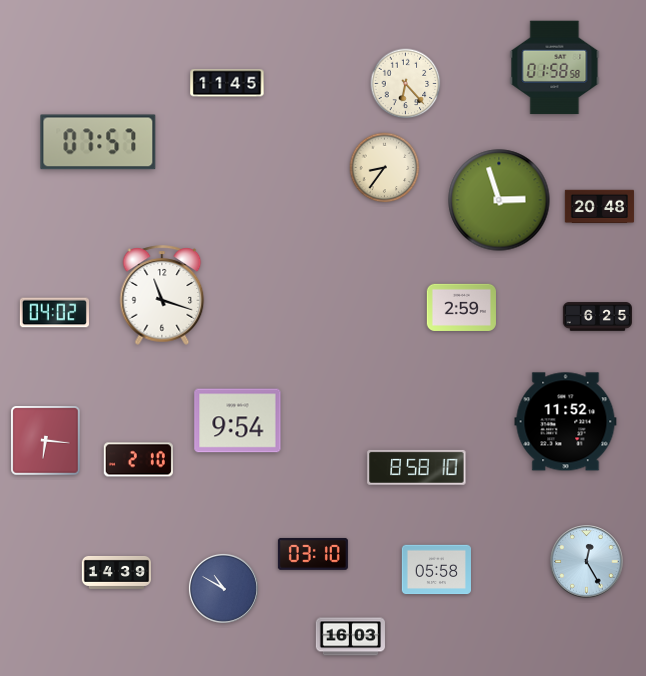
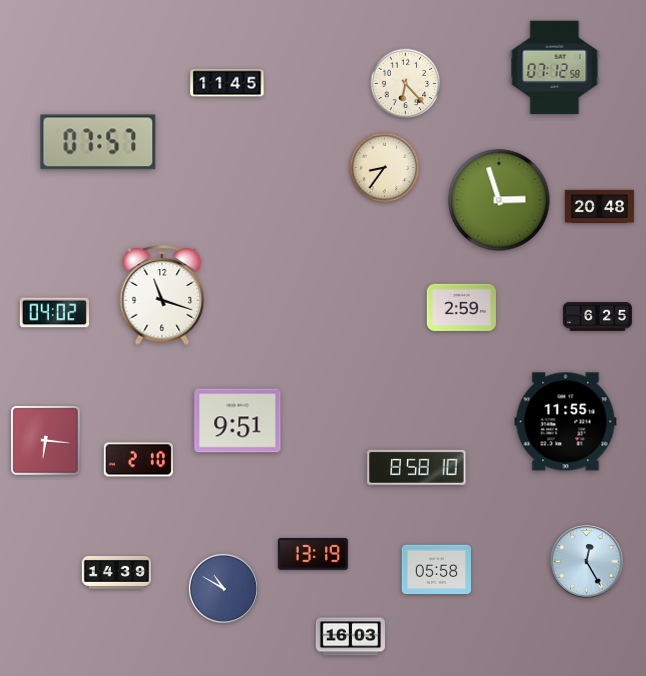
clock at (555, 68): 01:58 -> 07:12
clock at (238, 421): 9:54 -> 9:51
clock at (566, 422): 11:52 -> 11:55
clock at (313, 554): 03:10 -> 13:19
